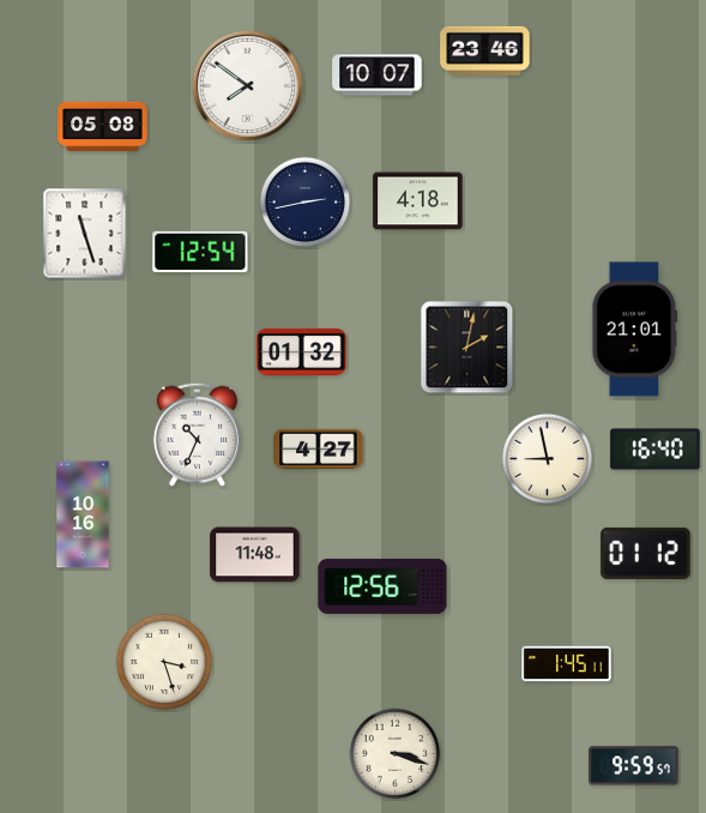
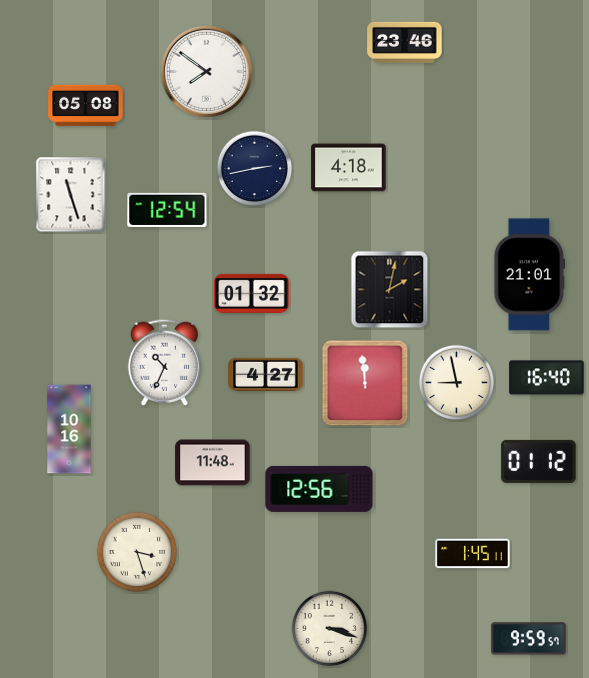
clock at (378, 76): 10:07 -> none
clock at (656, 450) position: (656, 450) -> (547, 378)
clock at (365, 383): none -> 11:59
